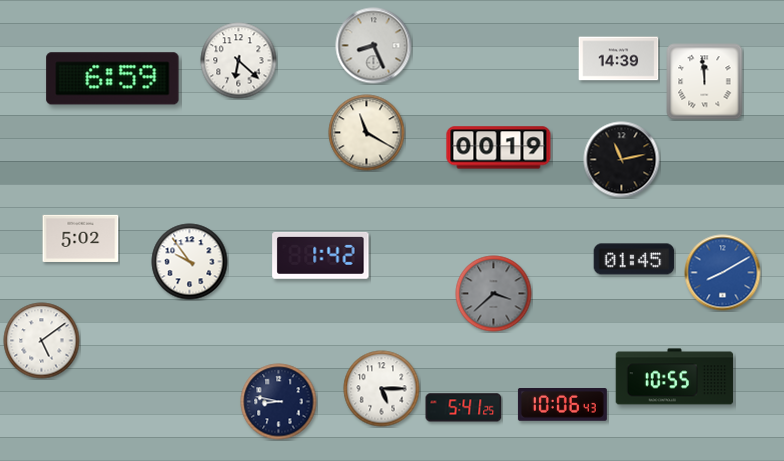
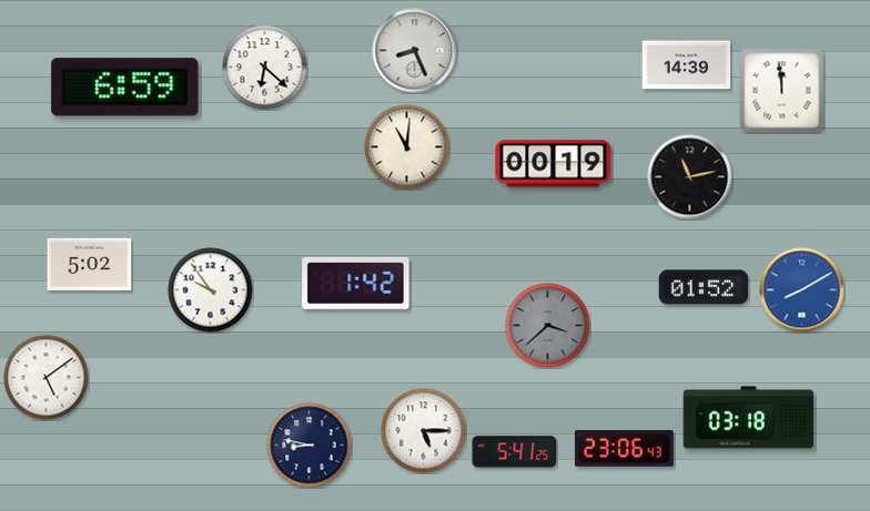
clock at (367, 133): 11:20 -> 11:01
clock at (634, 259): 01:45 -> 01:52
clock at (723, 273) position: (723, 273) -> (802, 290)
clock at (675, 377): 10:55 -> 03:18
clock at (562, 405): 10:06 -> 23:06
